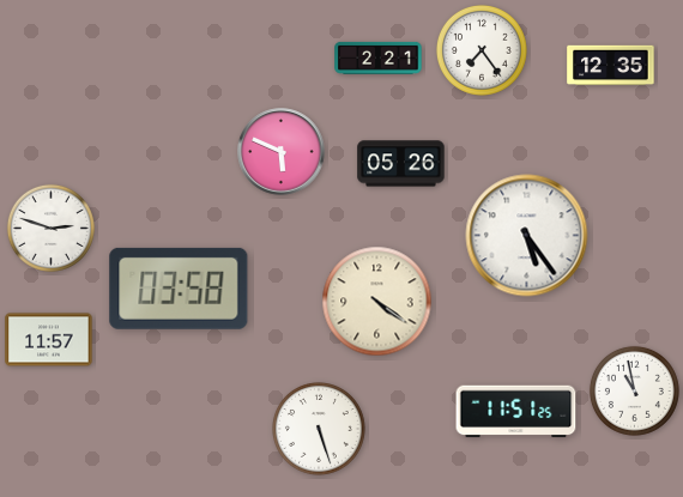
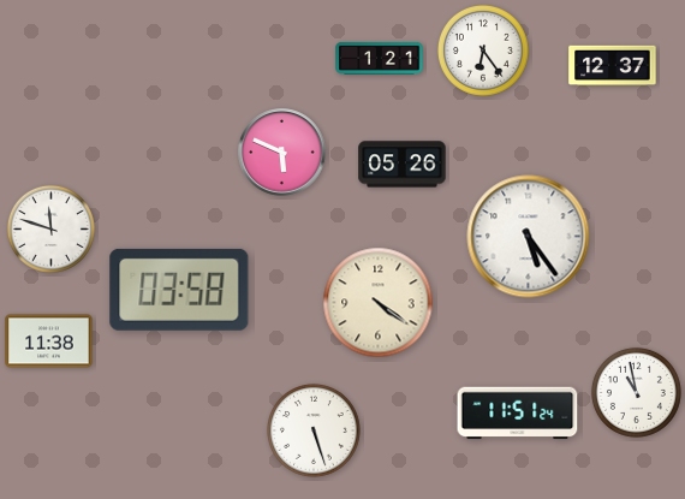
clock at (482, 50): 7:24 -> 6:24
clock at (379, 57): 2:21 -> 1:21
clock at (611, 66): 12:35 -> 12:37
clock at (50, 228): 2:48 -> 11:48
clock at (49, 340): 11:57 -> 11:38
clock at (516, 412): 11:51:25 -> 11:51:24
clock at (320, 430) position: (320, 430) -> (315, 432)
